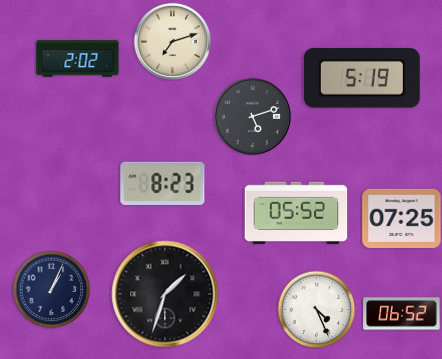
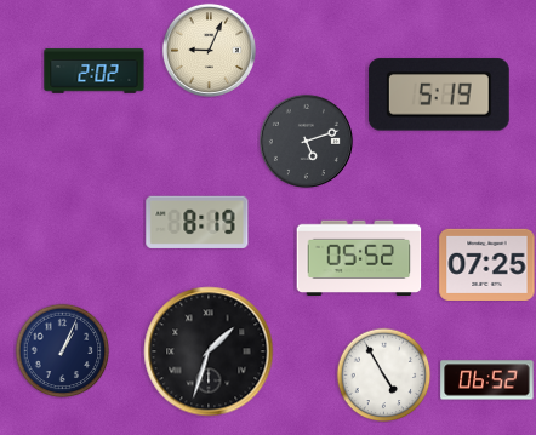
clock at (172, 41): 7:12 -> 9:04
clock at (163, 183): 8:23 -> 8:19
clock at (165, 294) position: (165, 294) -> (209, 351)
clock at (316, 309): 4:26 -> 4:55
